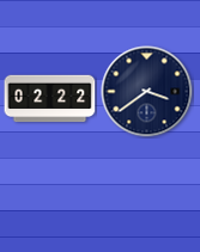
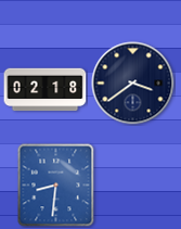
clock at (50, 99): 02:22 -> 02:18
clock at (56, 186): none -> 8:31
